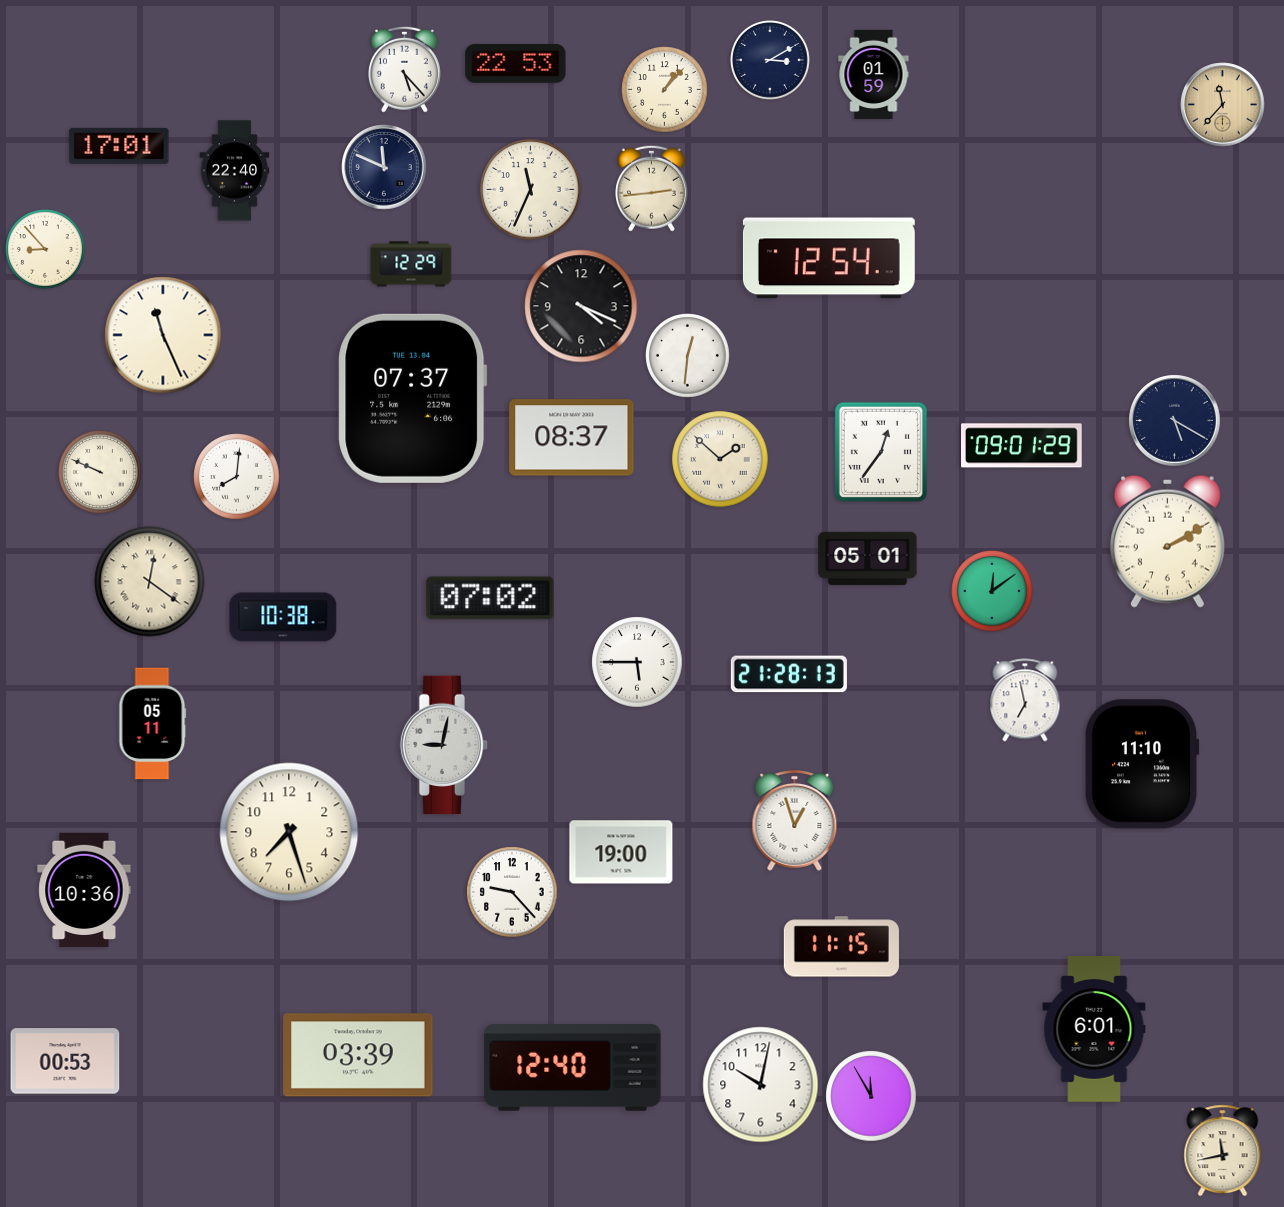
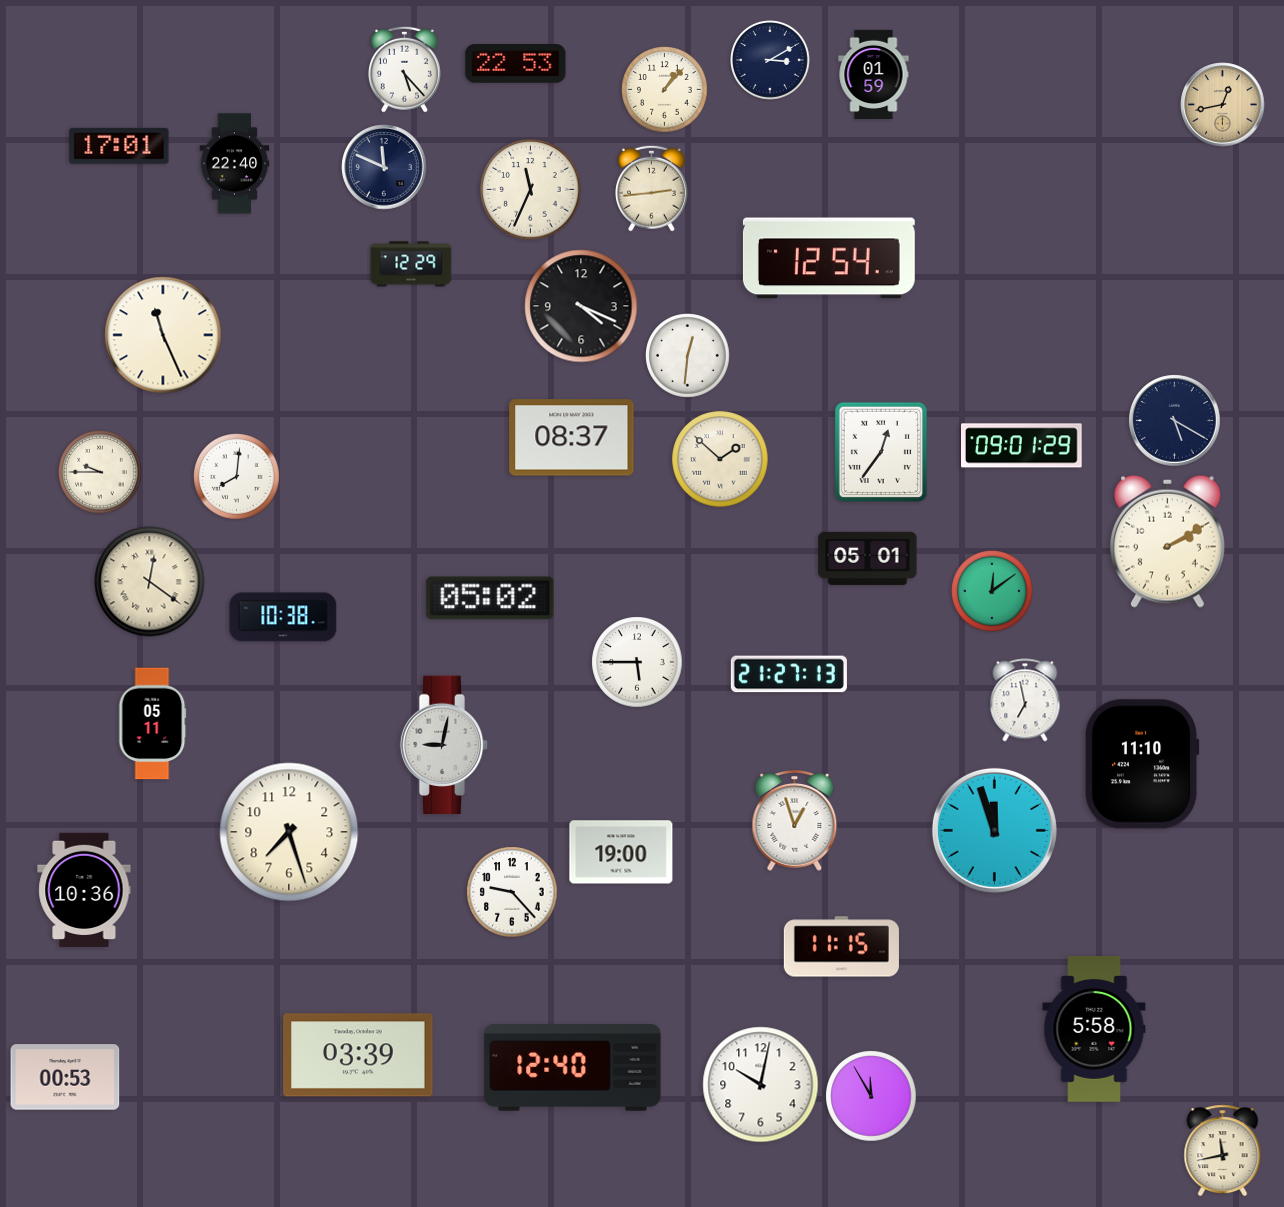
clock at (1223, 105): 11:37 -> 12:43
clock at (235, 171) position: (235, 171) -> (235, 164)
clock at (46, 250): 8:53 -> none
clock at (413, 398): 07:37 -> none
clock at (100, 472): 9:49 -> 9:45
clock at (490, 598): 07:02 -> 05:02
clock at (789, 674): 21:28 -> 21:27
clock at (994, 830): none -> 11:57
clock at (1094, 1030): 6:01 -> 5:58
clock at (65, 1061) position: (65, 1061) -> (65, 1077)
